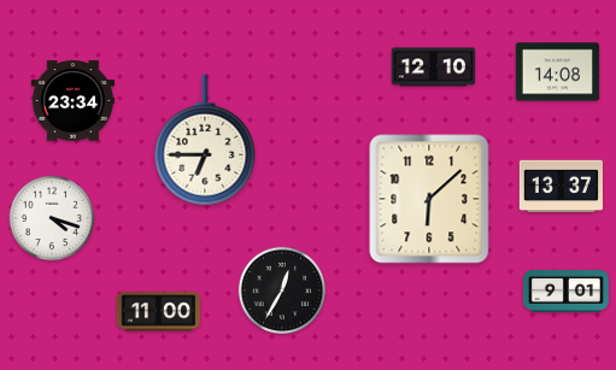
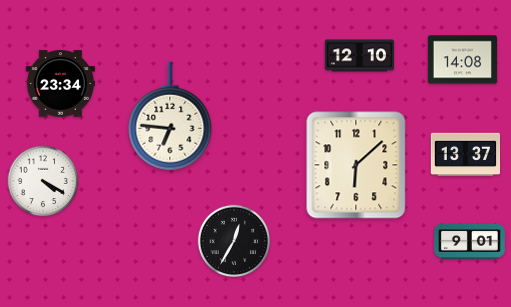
clock at (205, 140): 6:45 -> 6:46
clock at (52, 218): 4:18 -> 4:20
clock at (159, 312): 11:00 -> none
